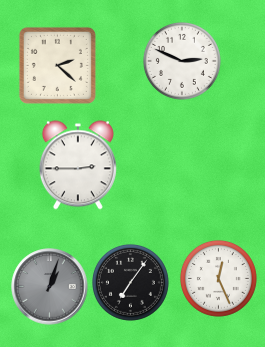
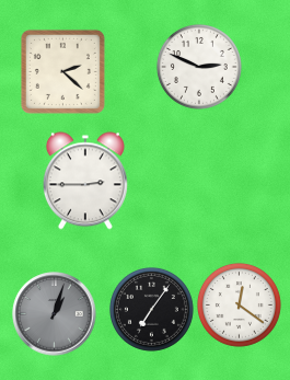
clock at (218, 278): 12:26 -> 12:21
clock at (130, 282) position: (130, 282) -> (151, 309)
